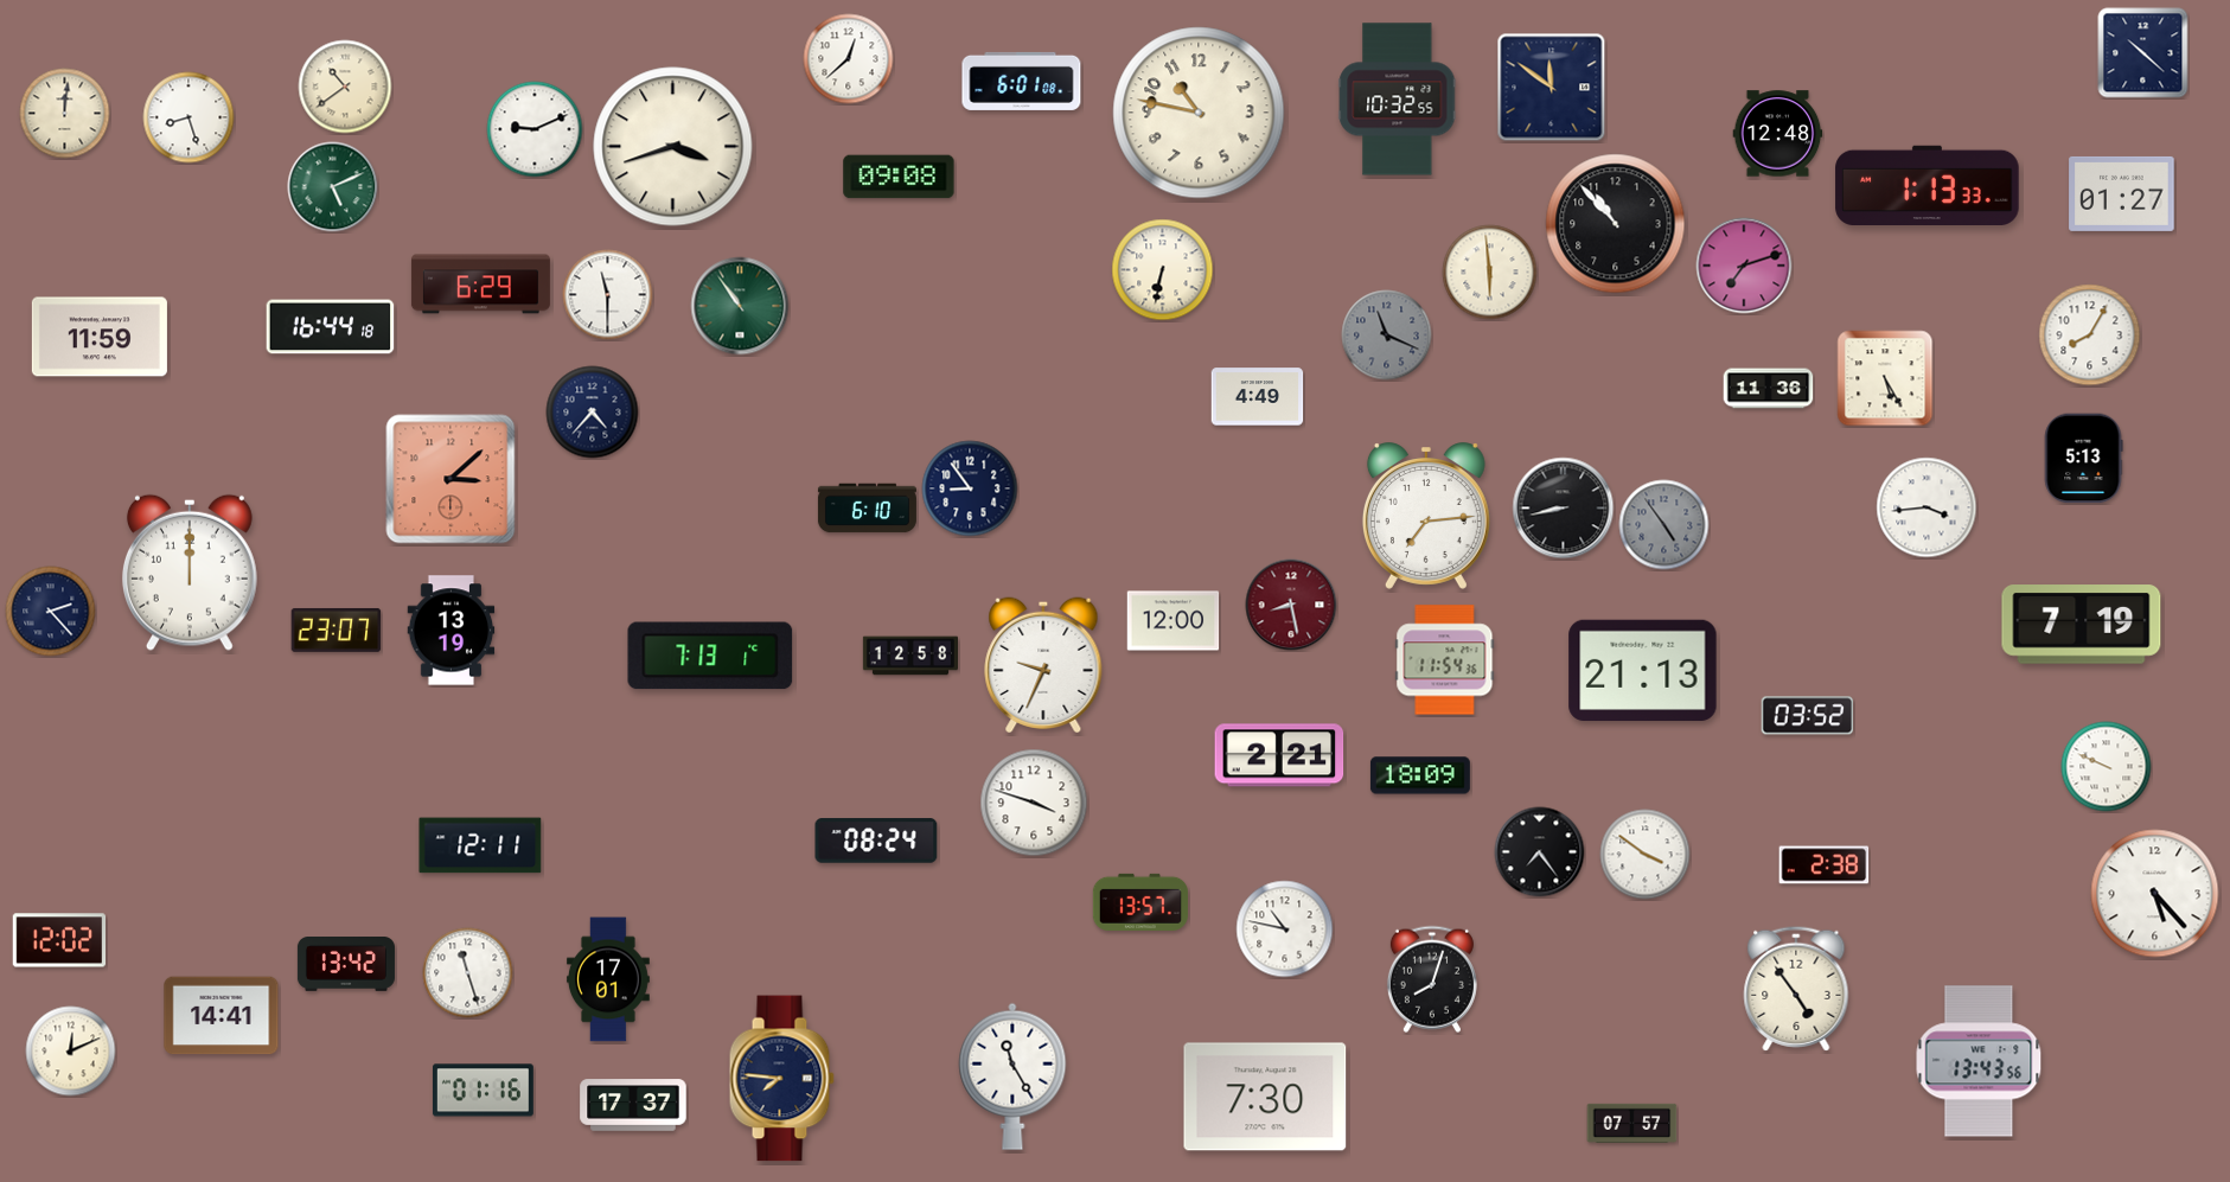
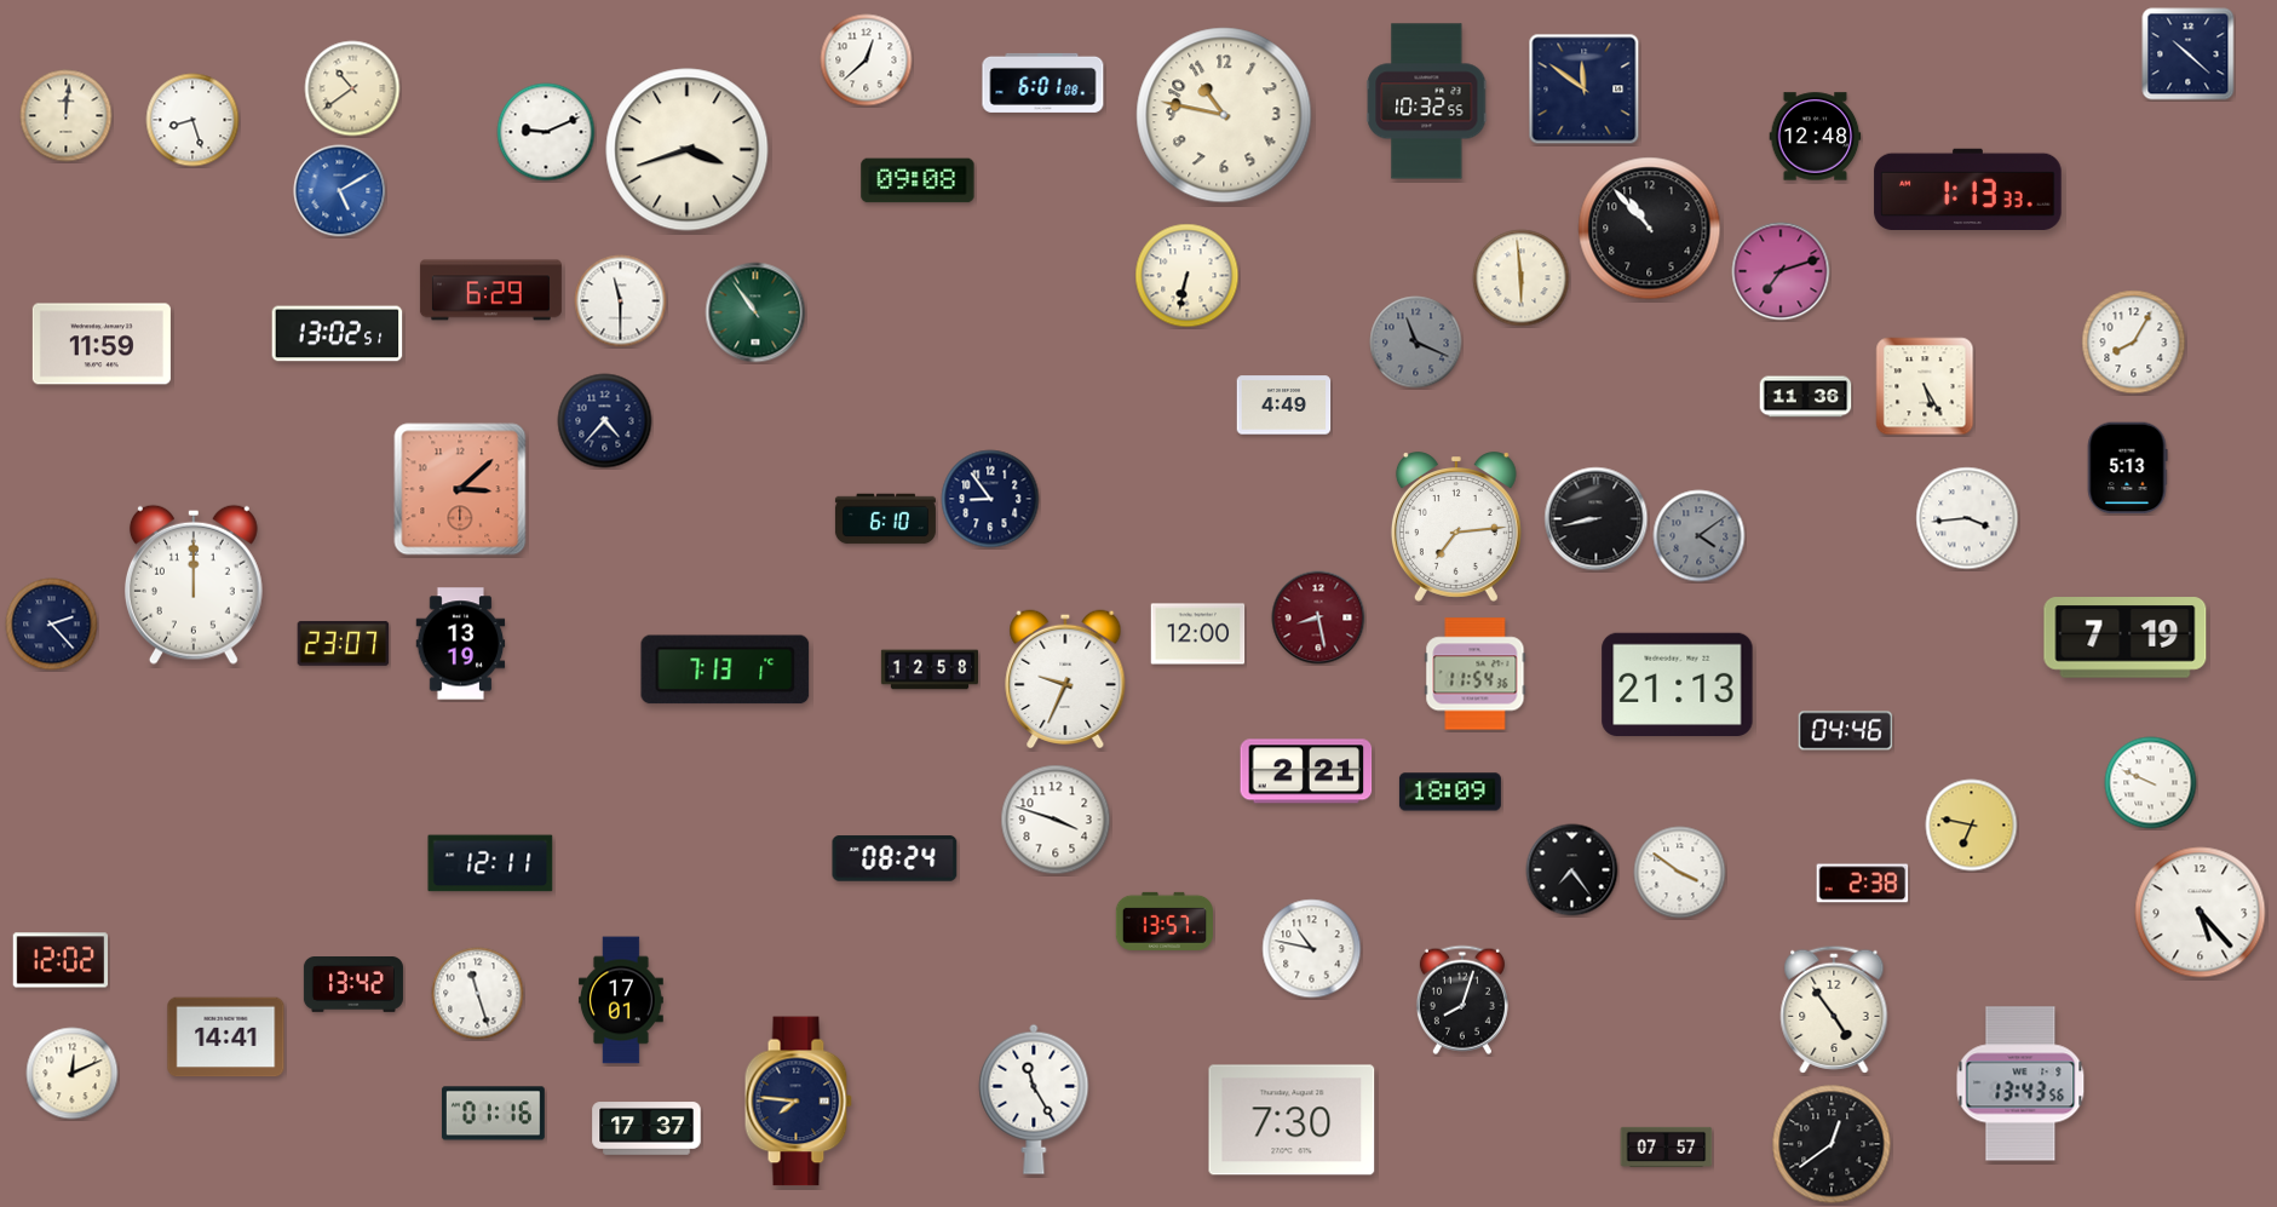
clock at (333, 187): 5:11 -> 5:10
clock at (333, 187) dial: green -> blue
clock at (2122, 193): 01:27 -> none
clock at (331, 327): 16:44 -> 13:02
clock at (1664, 525): 4:54 -> 4:09
clock at (1808, 716): 03:52 -> 04:46
clock at (1972, 826): none -> 6:47
clock at (1832, 1144): none -> 12:39
